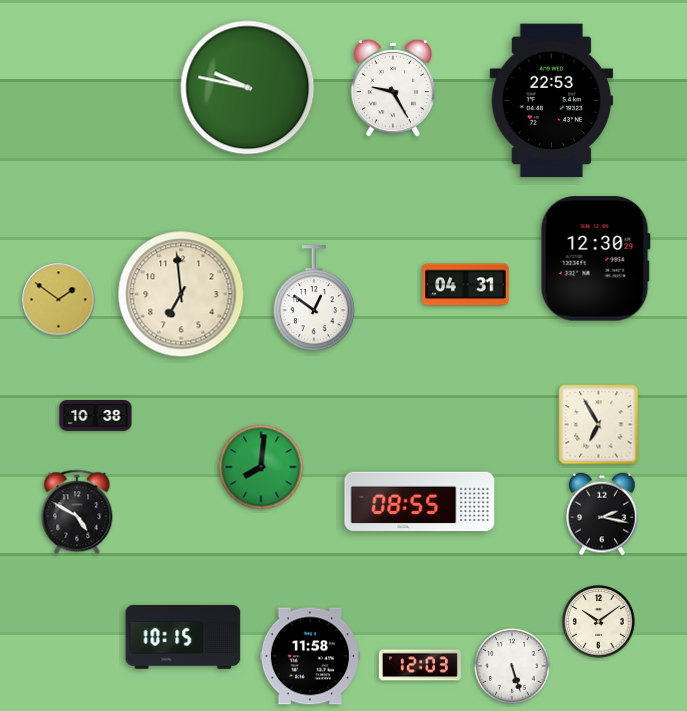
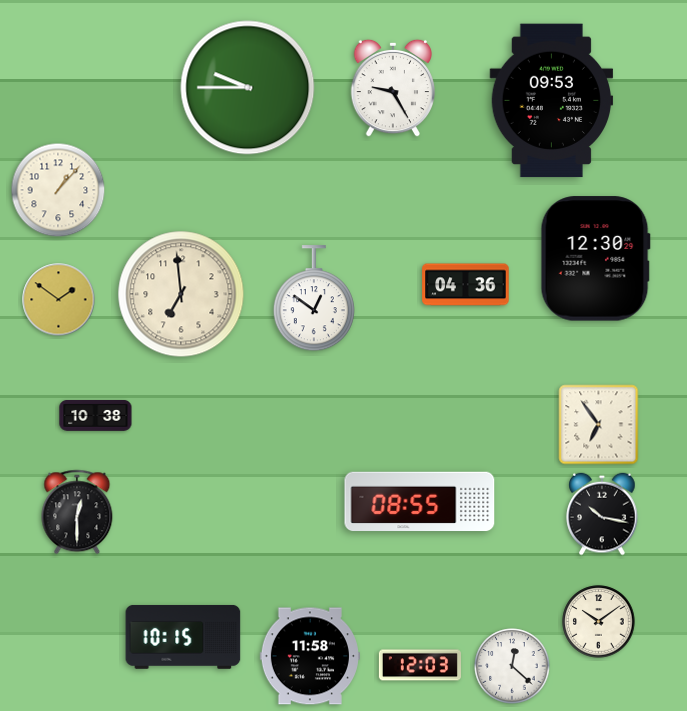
clock at (248, 88): 9:47 -> 9:45
clock at (552, 101): 22:53 -> 09:53
clock at (58, 190): none -> 1:07
clock at (466, 285): 04:31 -> 04:36
clock at (599, 425): 6:55 -> 6:54
clock at (261, 467): 8:01 -> none
clock at (77, 512): 4:50 -> 12:30
clock at (602, 514): 2:17 -> 10:17
clock at (512, 666): 5:27 -> 12:22
